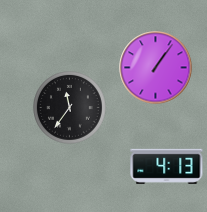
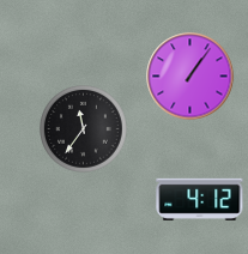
clock at (156, 68) position: (156, 68) -> (190, 77)
clock at (167, 166): 4:13 -> 4:12
